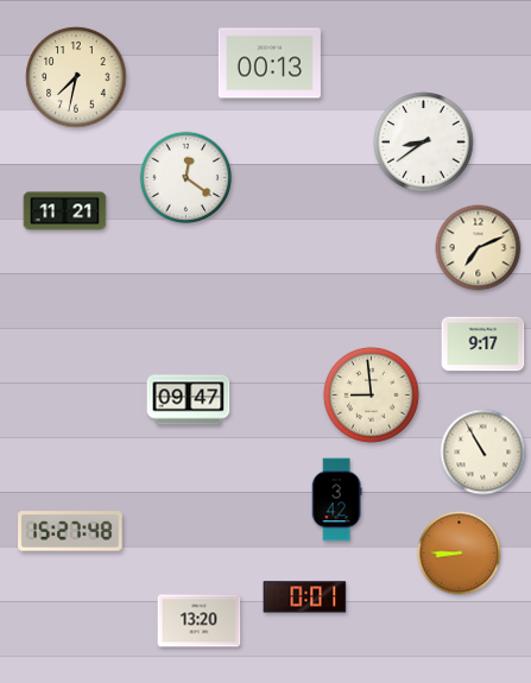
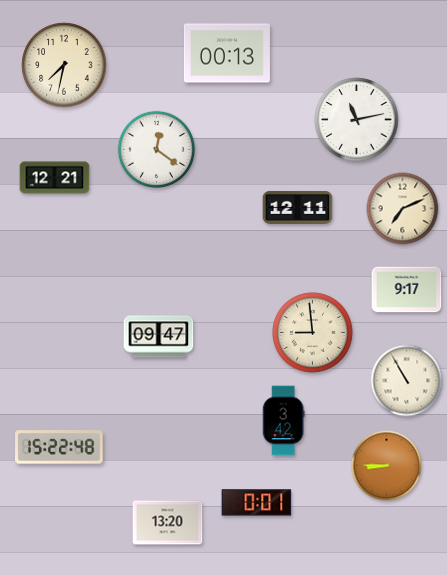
clock at (424, 143): 8:39 -> 11:13
clock at (65, 211): 11:21 -> 12:21
clock at (298, 208): none -> 12:11
clock at (70, 531): 15:27 -> 15:22
